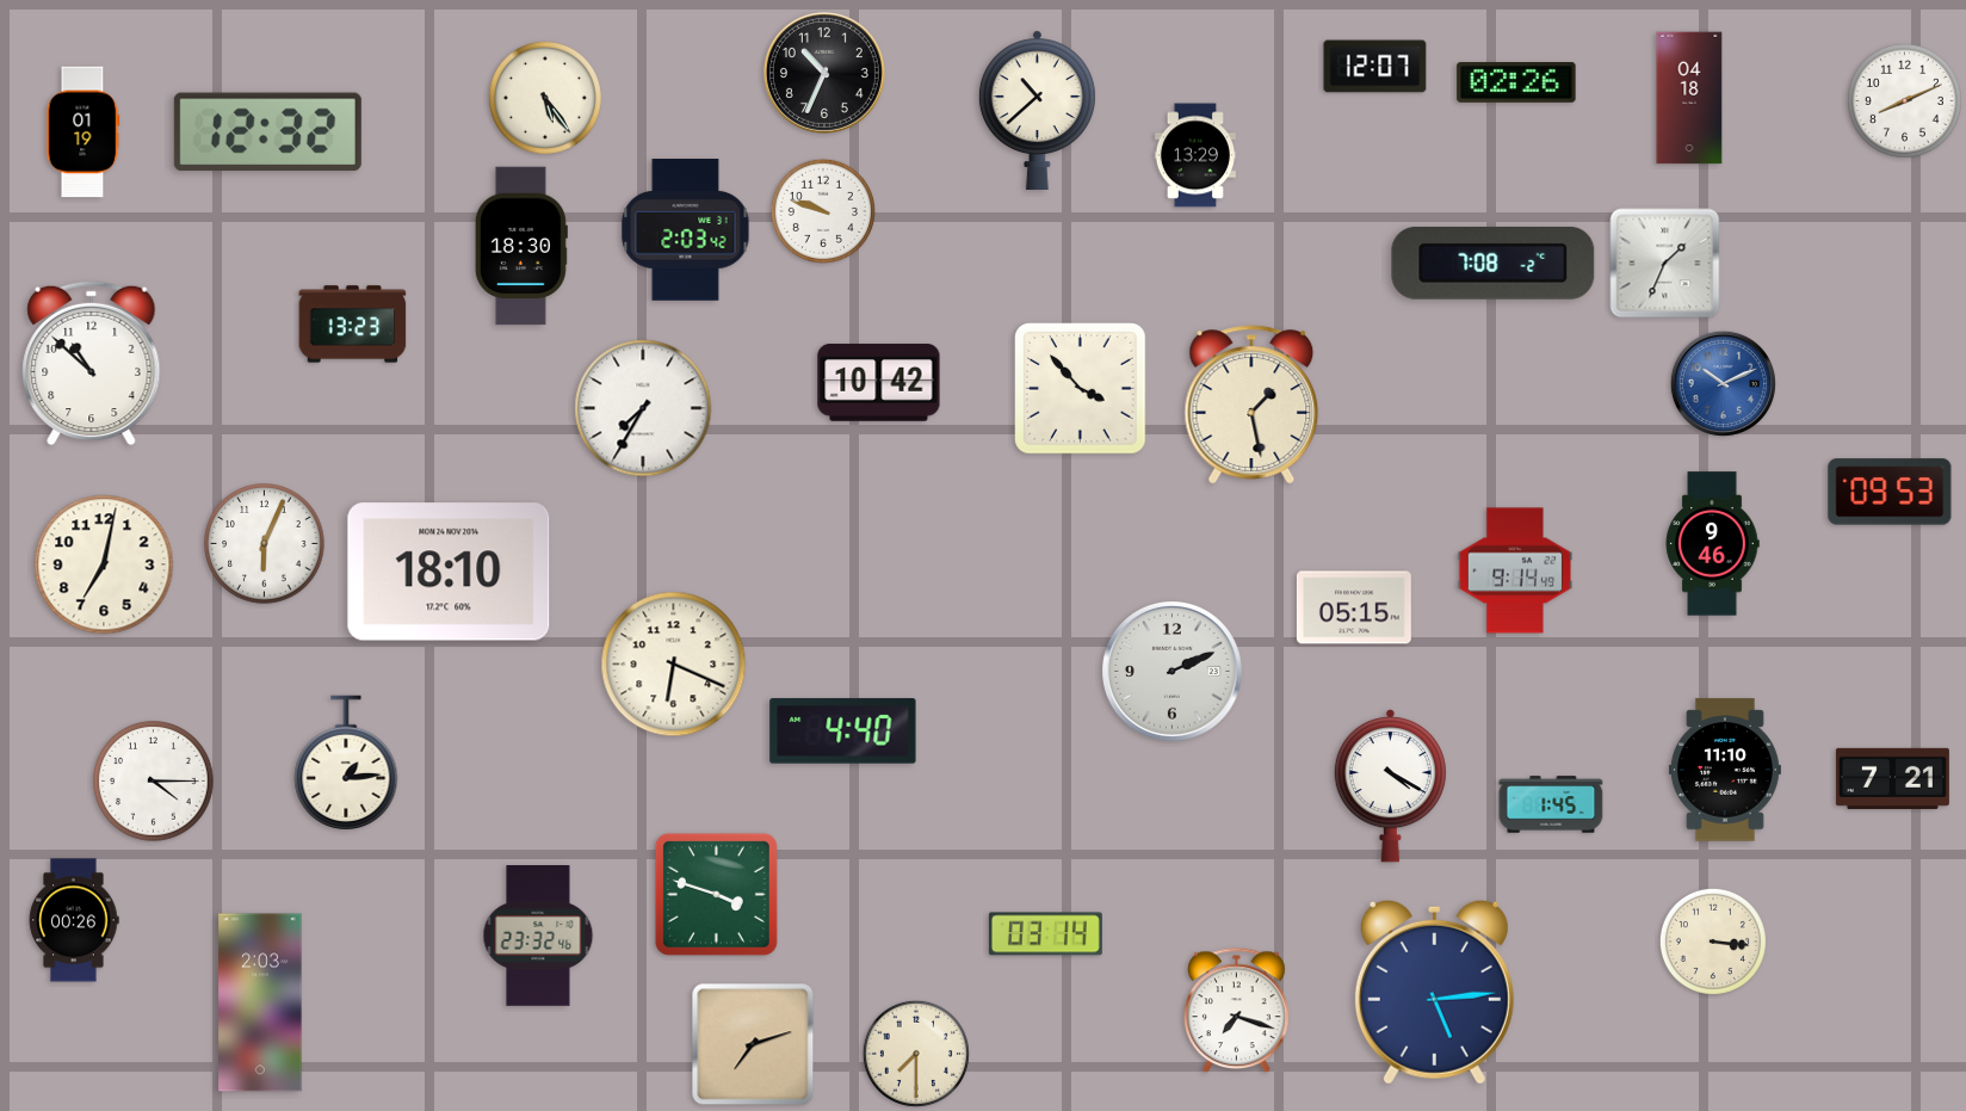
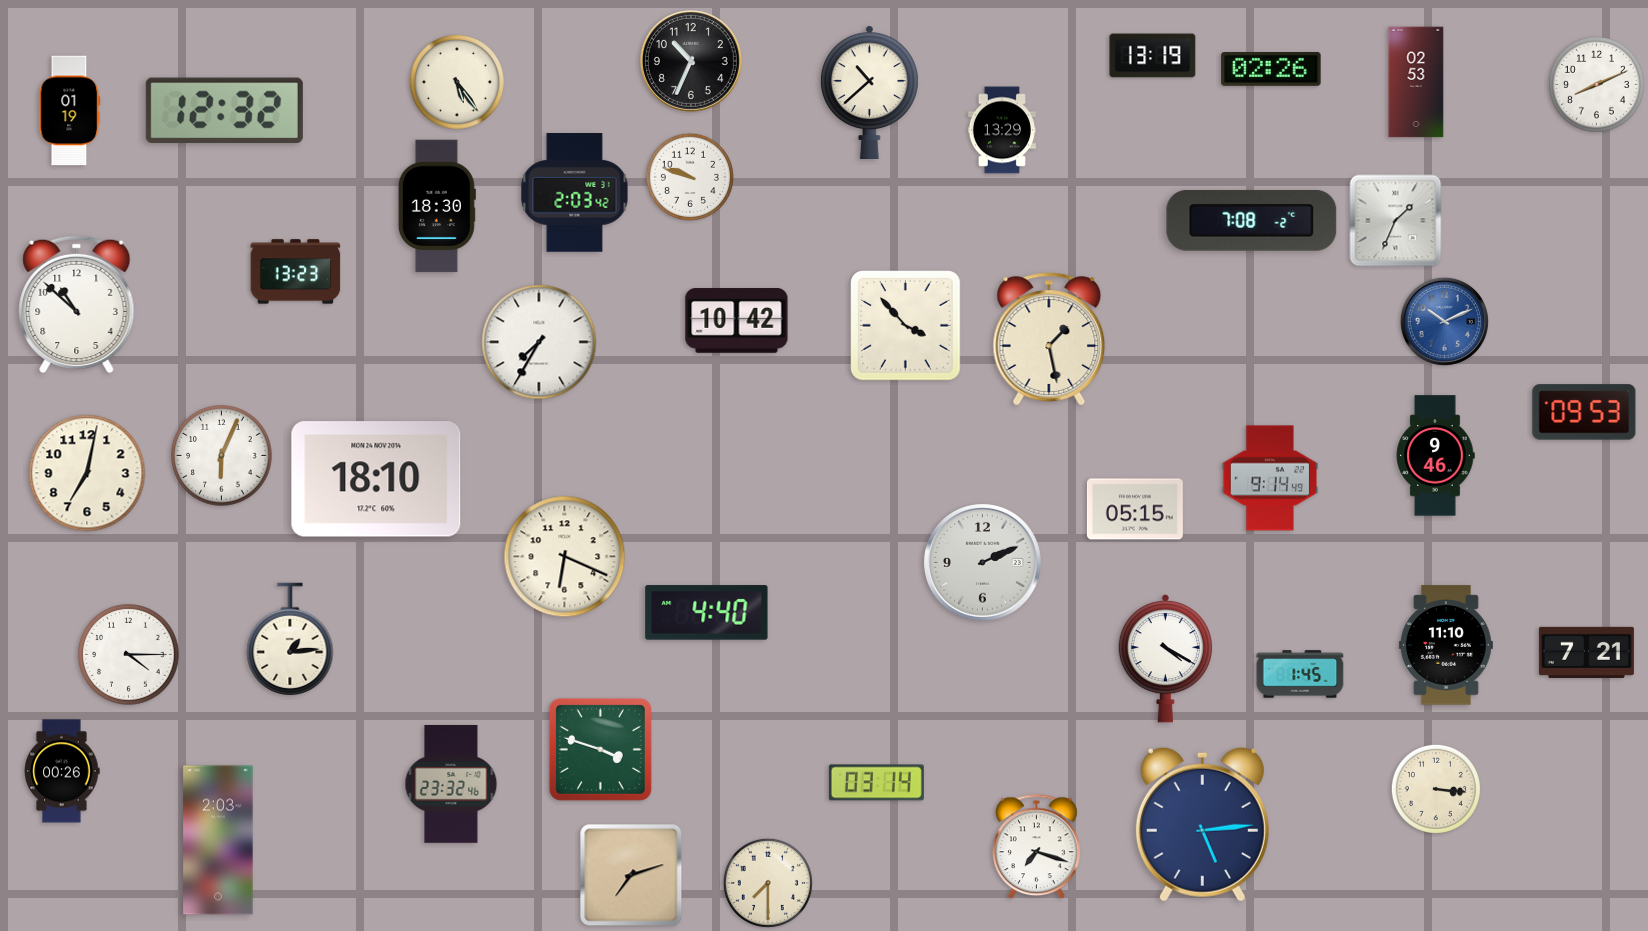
clock at (1375, 67): 12:07 -> 13:19
clock at (1689, 98): 04:18 -> 02:53
clock at (1434, 992) position: (1434, 992) -> (1202, 824)
